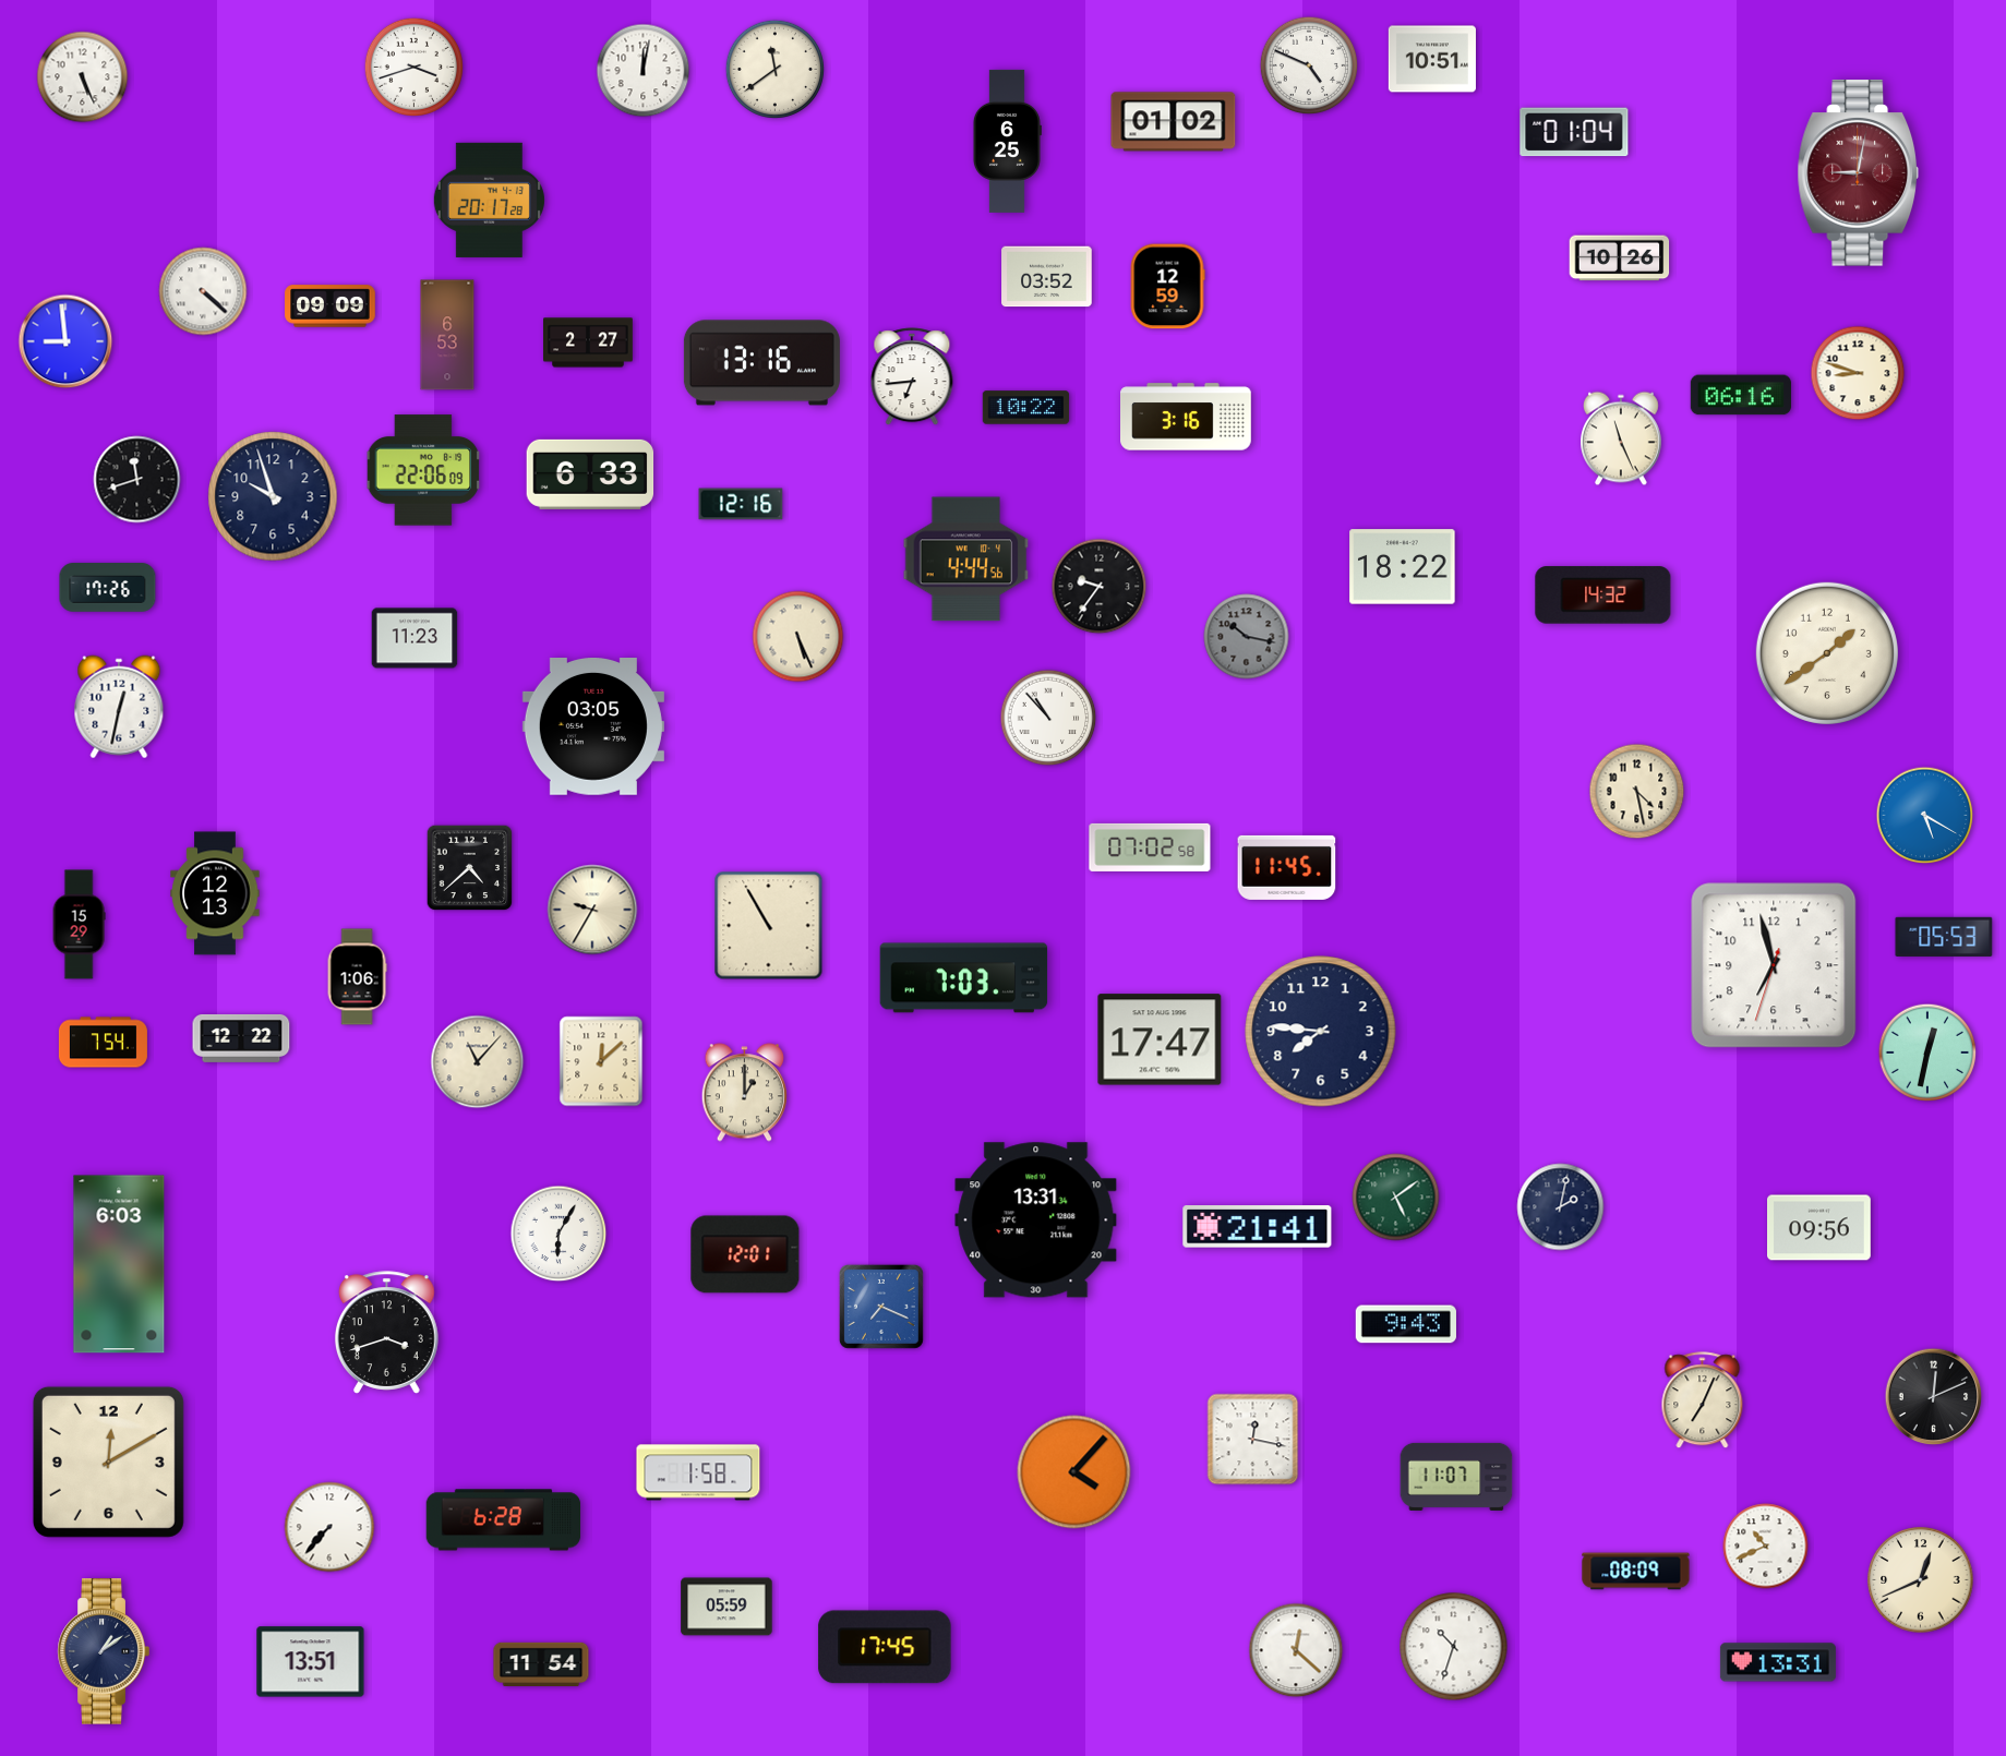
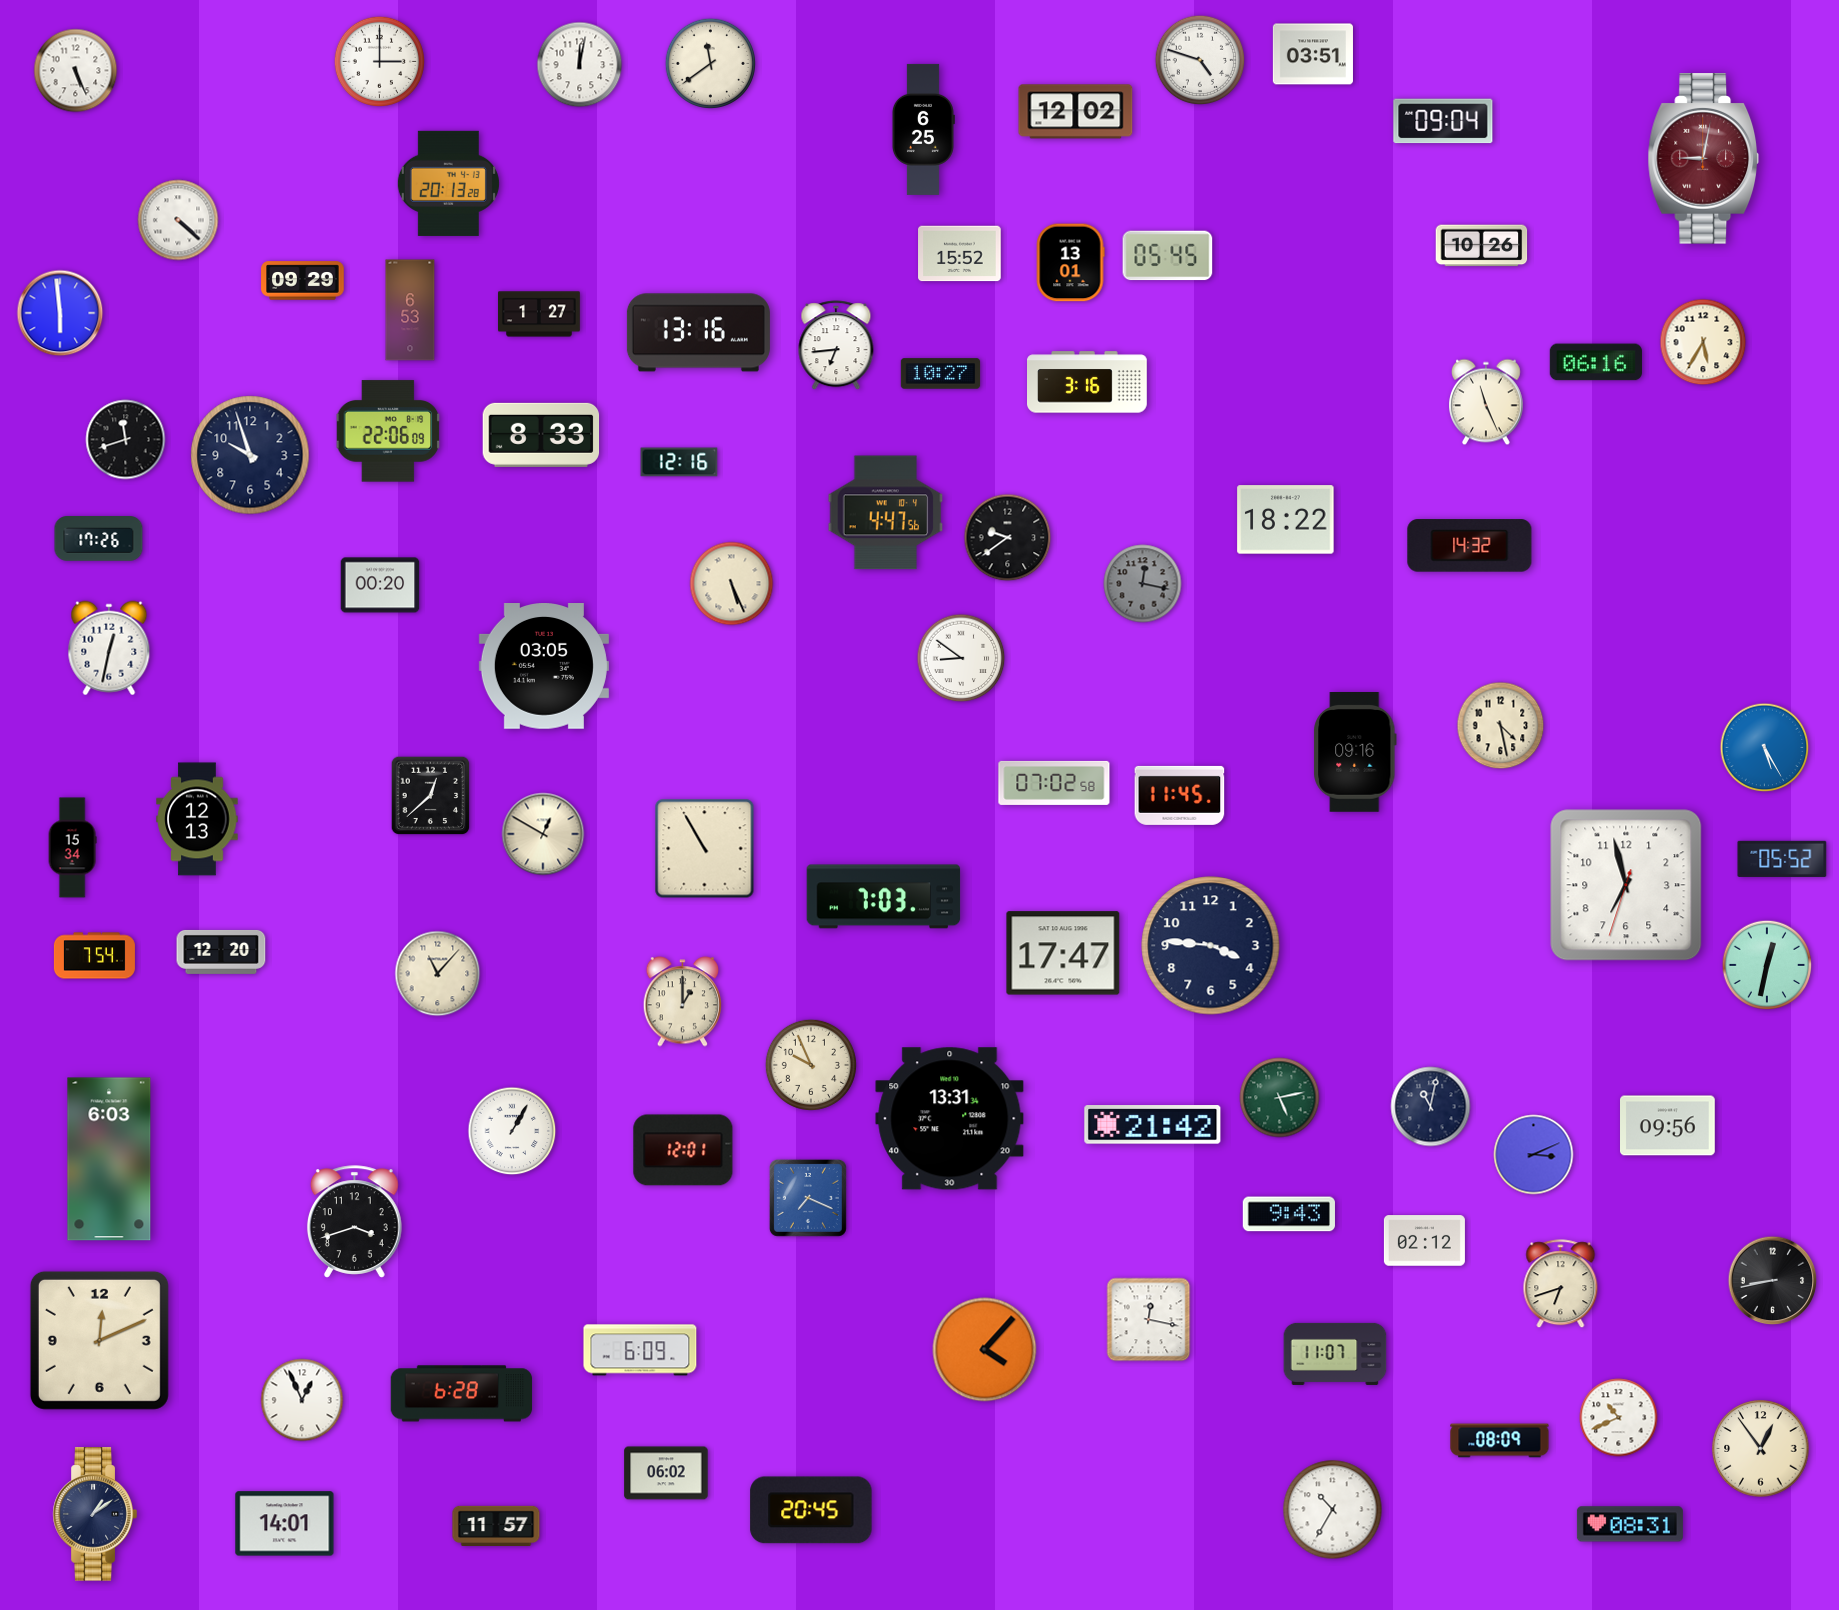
clock at (1432, 59): 10:51 -> 03:51
clock at (1309, 65): 4:49 -> 4:48
clock at (413, 67): 3:42 -> 3:00
clock at (644, 71) position: (644, 71) -> (580, 65)
clock at (1174, 122): 01:02 -> 12:02
clock at (1574, 132): 01:04 -> 09:04
clock at (489, 200): 20:17 -> 20:13
clock at (1620, 258) position: (1620, 258) -> (1482, 246)
clock at (1047, 277): 03:52 -> 15:52
clock at (1168, 256): none -> 05:45
clock at (1167, 287): 12:59 -> 13:01
clock at (203, 291) position: (203, 291) -> (178, 220)
clock at (331, 306): 09:09 -> 09:29
clock at (447, 335) position: (447, 335) -> (410, 310)
clock at (65, 341): 8:59 -> 5:59
clock at (589, 342): 2:27 -> 1:27
clock at (1858, 373): 8:48 -> 5:35
clock at (1026, 408): 10:22 -> 10:27
clock at (590, 474): 6:33 -> 8:33
clock at (966, 560): 4:44 -> 4:47
clock at (1100, 587): 9:36 -> 9:39
clock at (1247, 637): 10:17 -> 12:17
clock at (415, 638): 11:23 -> 00:20
clock at (1827, 653): 1:39 -> none
clock at (1048, 718): 10:53 -> 8:51
clock at (1925, 816): 5:20 -> 5:25
clock at (1355, 753): none -> 09:16
clock at (1150, 847) position: (1150, 847) -> (1054, 783)
clock at (470, 868): 4:38 -> 12:38
clock at (592, 910): 9:35 -> 12:50
clock at (79, 925): 15:29 -> 15:34
clock at (1944, 937): 05:53 -> 05:52
clock at (357, 977): 1:06 -> none
clock at (1321, 1032): 7:46 -> 3:46
clock at (241, 1038): 12:22 -> 12:20
clock at (601, 1061): 12:08 -> none
clock at (811, 1065): none -> 9:56
clock at (1396, 1198): 5:09 -> 5:13
clock at (1561, 1207): 2:02 -> 11:02
clock at (1258, 1227): 21:41 -> 21:42
clock at (558, 1234): 6:05 -> 1:05
clock at (1534, 1155): none -> 3:11
clock at (1424, 1241): none -> 02:12
clock at (1934, 1397): 12:11 -> 8:43
clock at (1703, 1400): 7:04 -> 6:42
clock at (108, 1462): 12:10 -> 12:11
clock at (698, 1472): 1:58 -> 6:09
clock at (329, 1527): 7:37 -> 12:56
clock at (1921, 1580): 12:41 -> 12:54
clock at (726, 1607): 05:59 -> 06:02
clock at (885, 1647): 17:45 -> 20:45
clock at (1454, 1647): 10:33 -> 10:35
clock at (1296, 1650): 12:22 -> none
clock at (311, 1662): 13:51 -> 14:01
clock at (1778, 1662): 13:31 -> 08:31
clock at (541, 1664): 11:54 -> 11:57
